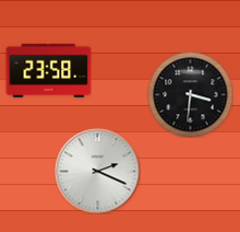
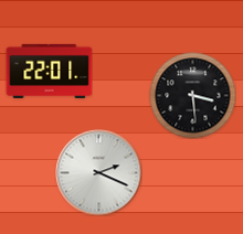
clock at (48, 70): 23:58 -> 22:01
clock at (190, 94): 3:31 -> 3:29
